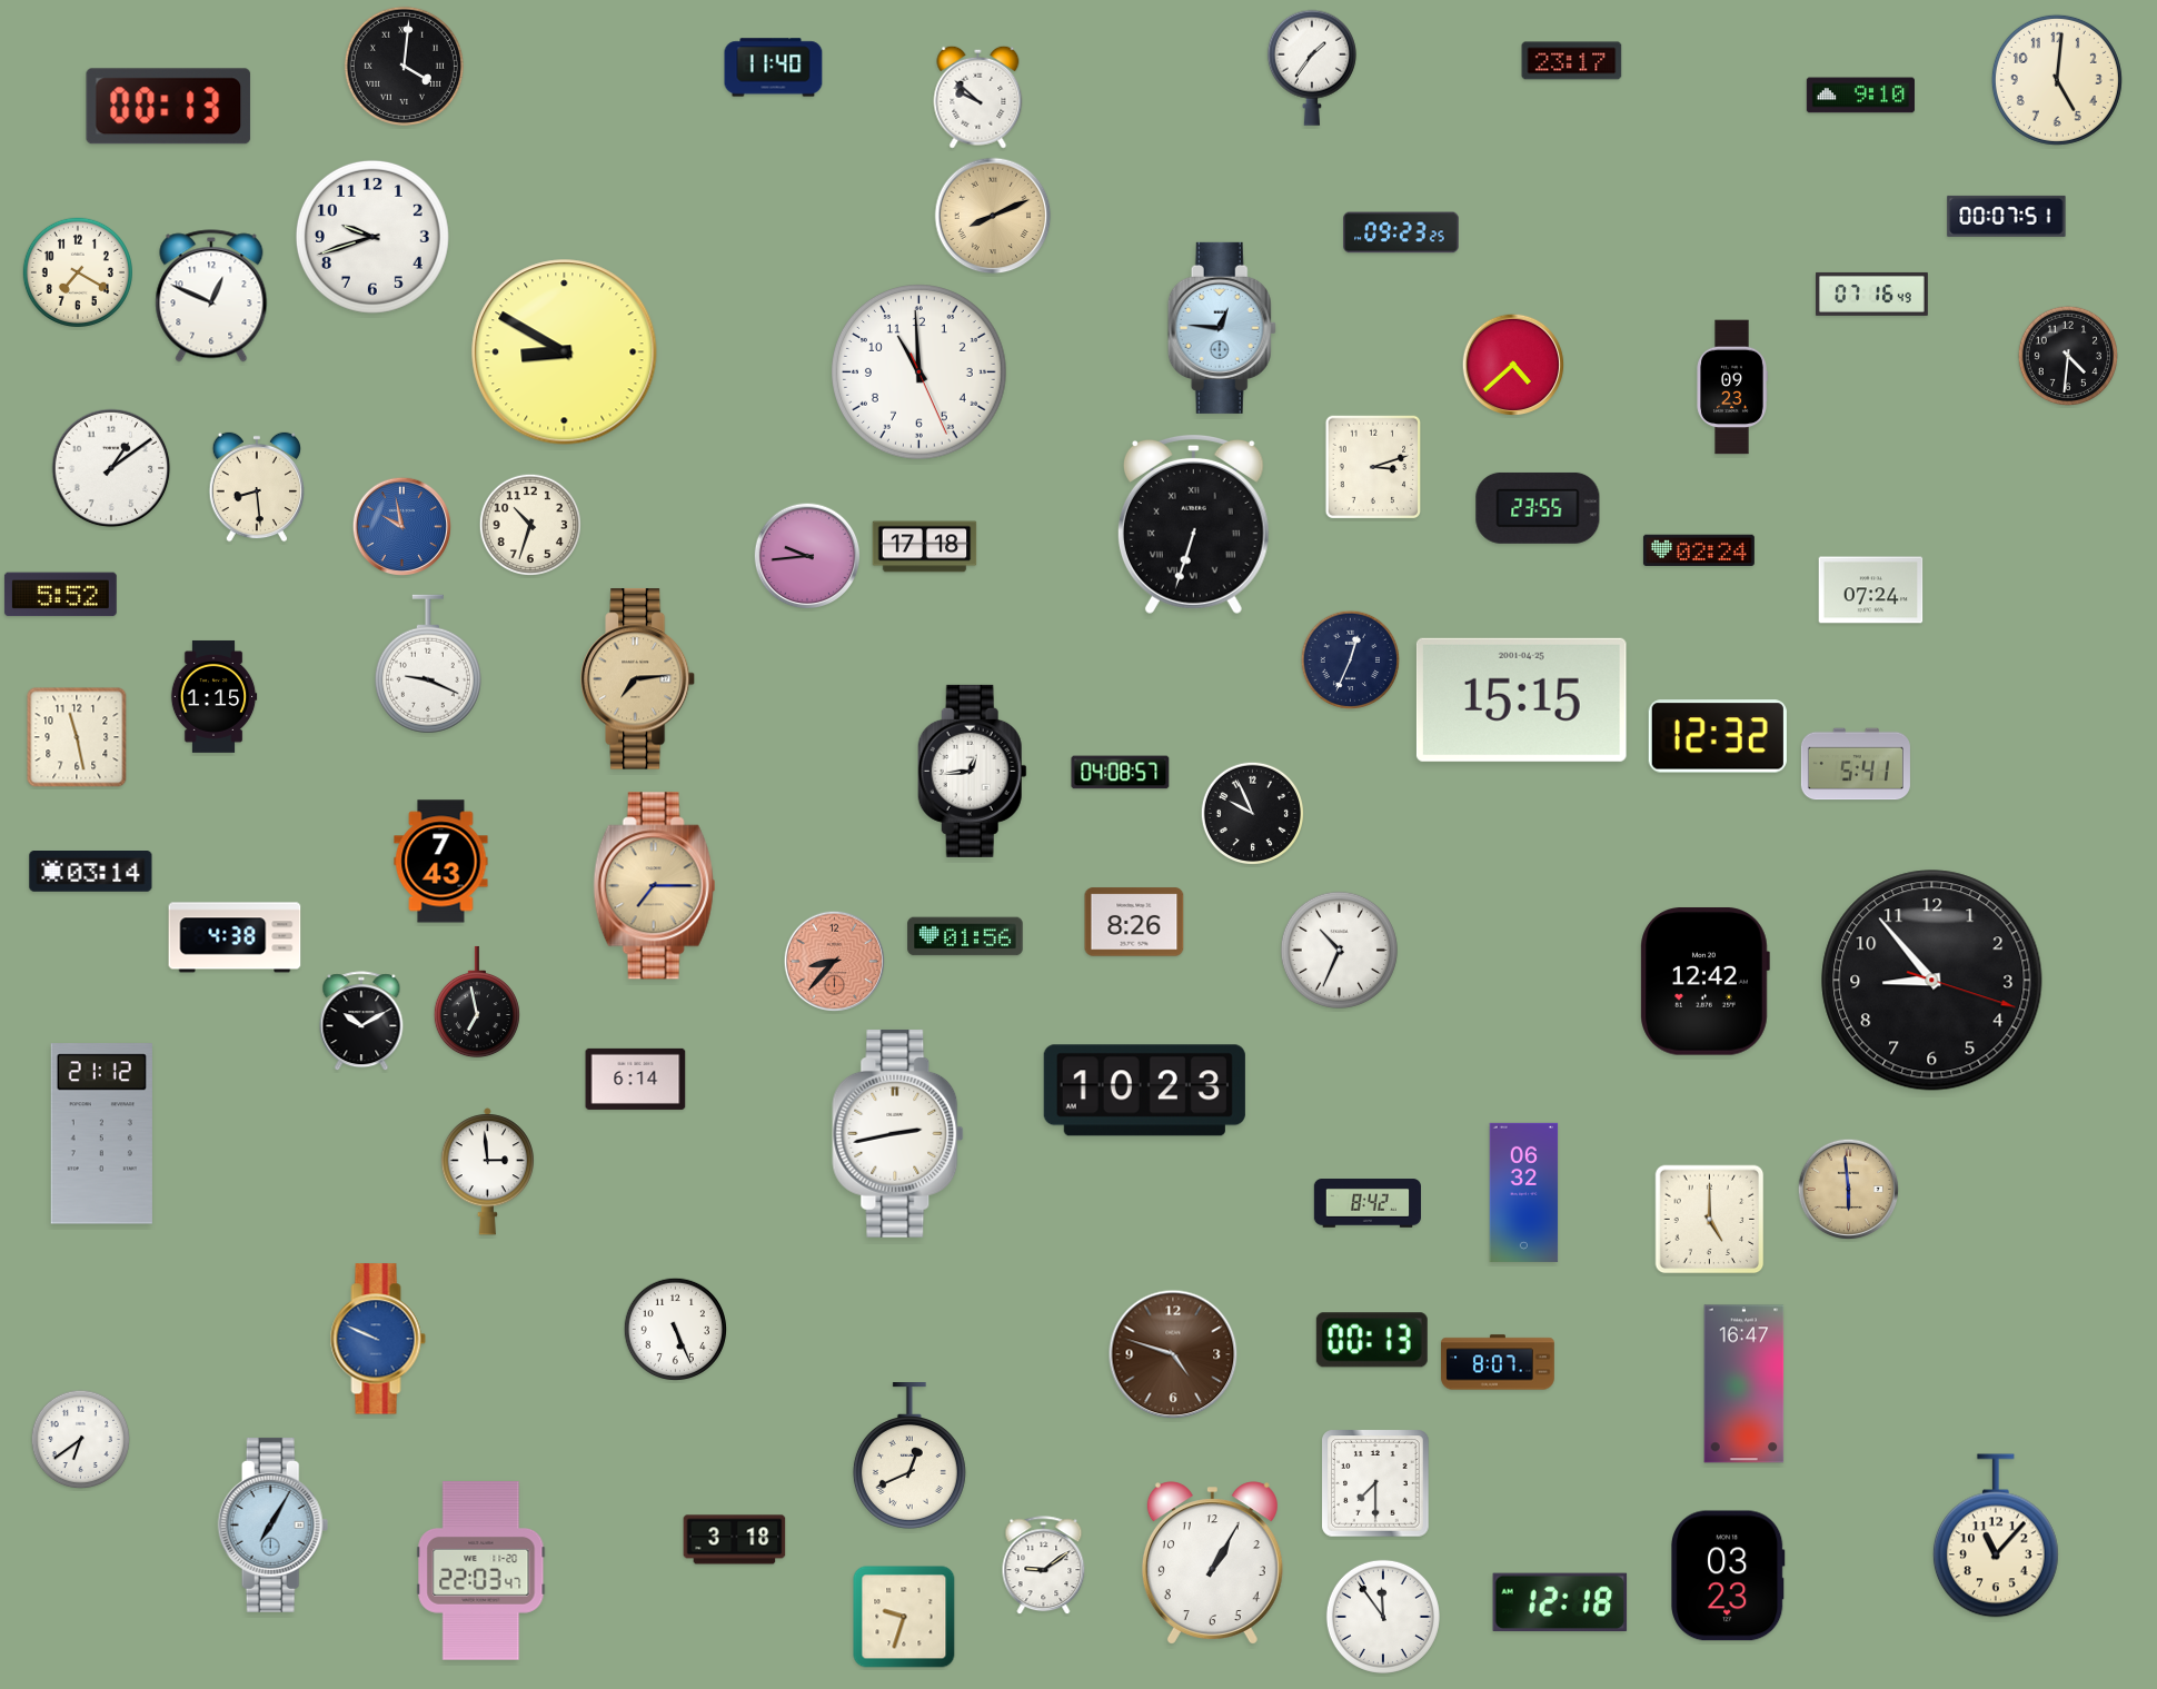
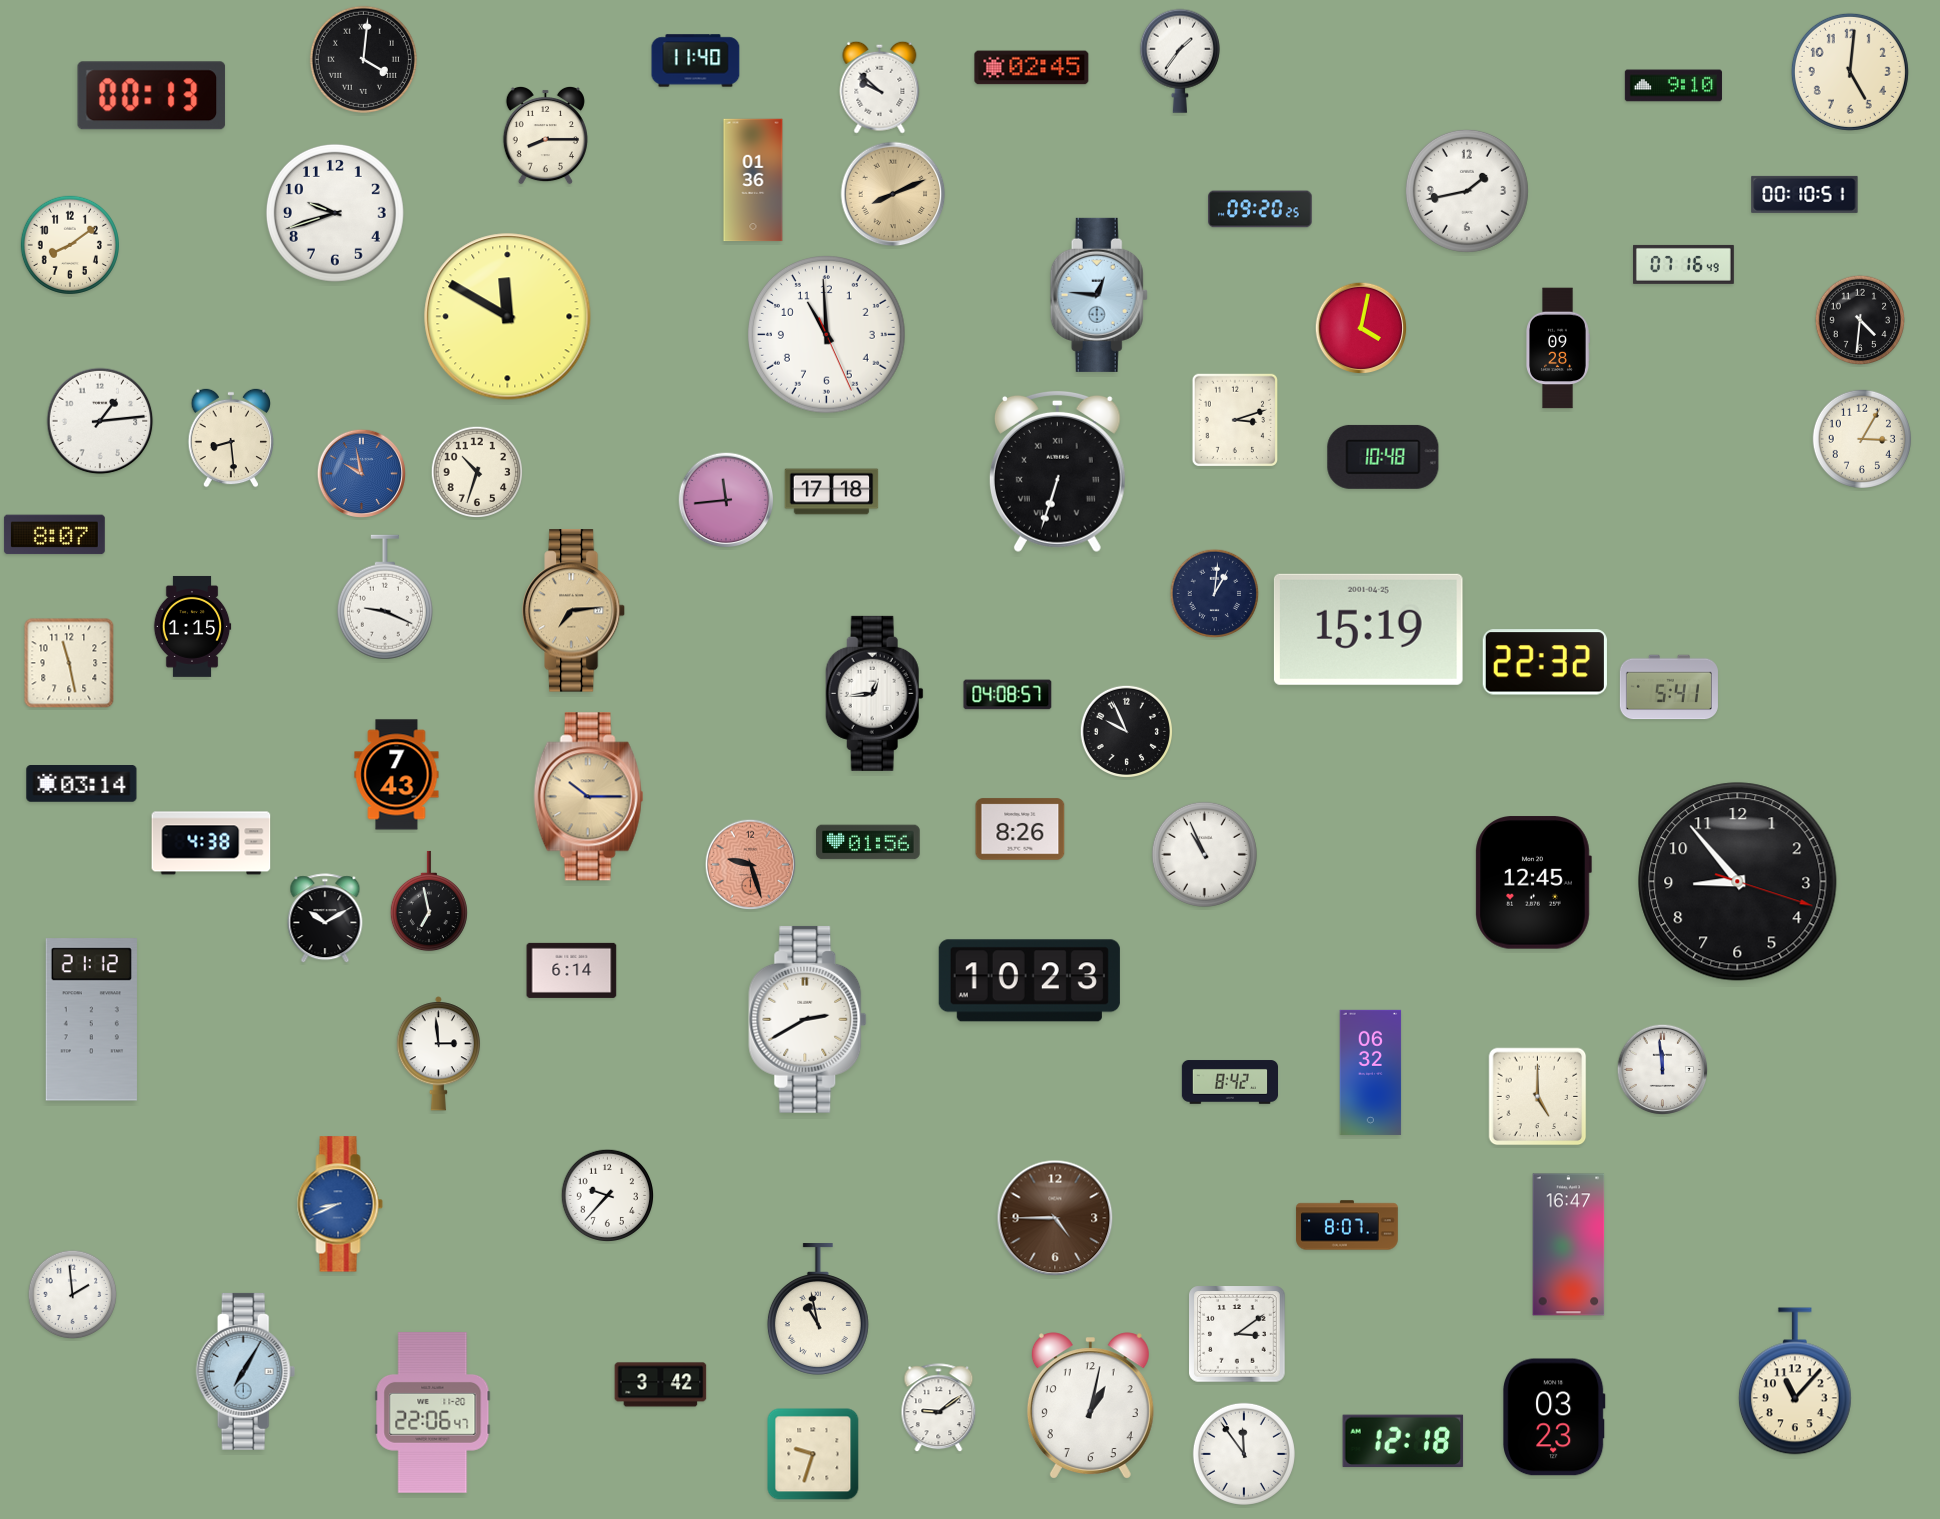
clock at (1572, 61): 23:17 -> none
clock at (1032, 68): none -> 02:45
clock at (545, 135): none -> 8:15
clock at (753, 180): none -> 01:36
clock at (1467, 191): none -> 1:43
clock at (2007, 216): 00:07 -> 00:10
clock at (1401, 232): 09:23 -> 09:20
clock at (78, 272): 7:20 -> 8:09
clock at (211, 296): 12:49 -> none
clock at (565, 352): 8:50 -> 11:50
clock at (1513, 365): 4:38 -> 4:02
clock at (1732, 387): 09:23 -> 09:28
clock at (111, 468): 1:09 -> 1:14
clock at (1862, 439): none -> 3:05
clock at (1538, 508): 23:55 -> 10:48
clock at (1193, 524) position: (1193, 524) -> (1057, 471)
clock at (1699, 549): 02:24 -> none
clock at (807, 556): 9:44 -> 11:44
clock at (1871, 590): 07:24 -> none
clock at (60, 595): 5:52 -> 8:07
clock at (1351, 660): 12:34 -> 1:01
clock at (1521, 699): 15:15 -> 15:19
clock at (1718, 736): 12:32 -> 22:32
clock at (655, 886): 7:15 -> 10:15
clock at (1339, 950): 10:34 -> 10:56
clock at (835, 962): 8:37 -> 9:27
clock at (1704, 982): 12:42 -> 12:45
clock at (898, 1133): 2:43 -> 2:40
clock at (1849, 1190): 5:59 -> 11:59
clock at (1849, 1190) dial: champagne -> white
clock at (675, 1329): 5:26 -> 9:37
clock at (378, 1339): 9:49 -> 8:41
clock at (1372, 1340): 00:13 -> none
clock at (1173, 1354): 4:48 -> 4:45
clock at (81, 1440): 6:39 -> 1:59
clock at (909, 1455): 12:41 -> 10:58
clock at (1375, 1483): 7:30 -> 3:09
clock at (735, 1540): 3:18 -> 3:42
clock at (1212, 1563): 1:05 -> 1:02
clock at (481, 1571): 22:03 -> 22:06
